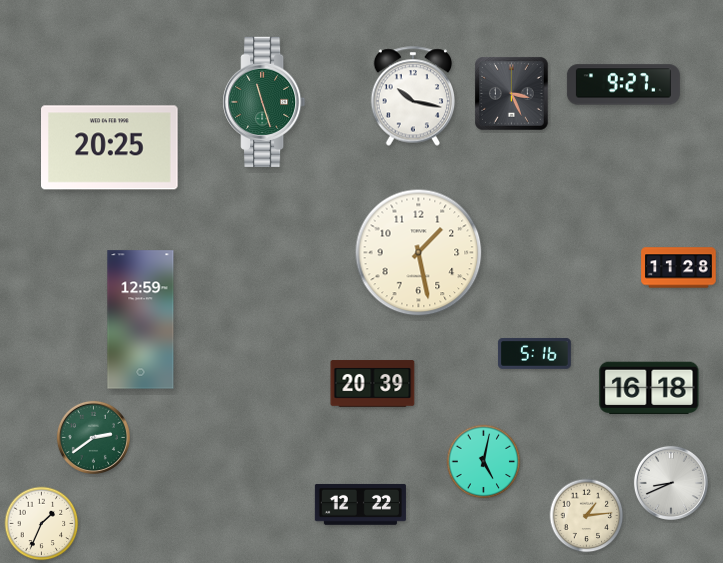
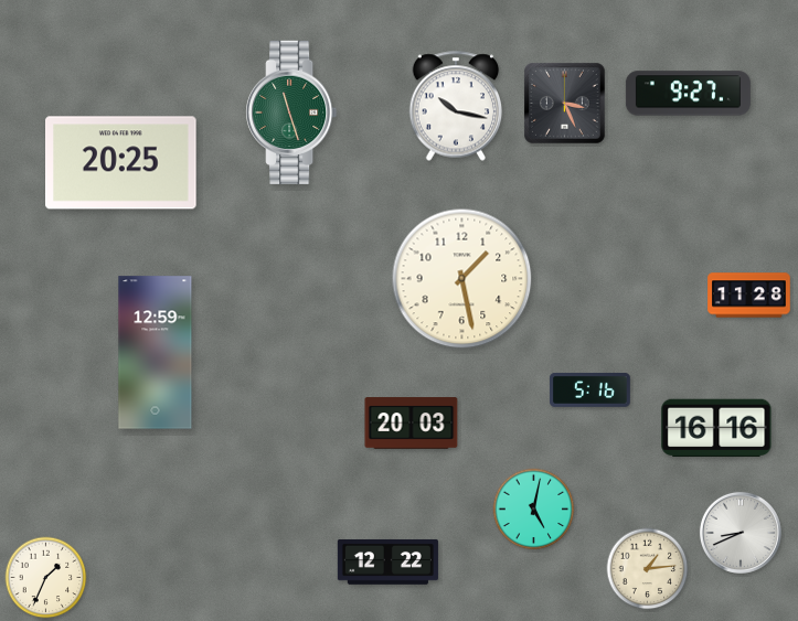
clock at (373, 384): 20:39 -> 20:03
clock at (649, 388): 16:18 -> 16:16
clock at (93, 437): 2:39 -> none
clock at (360, 504) position: (360, 504) -> (387, 561)
